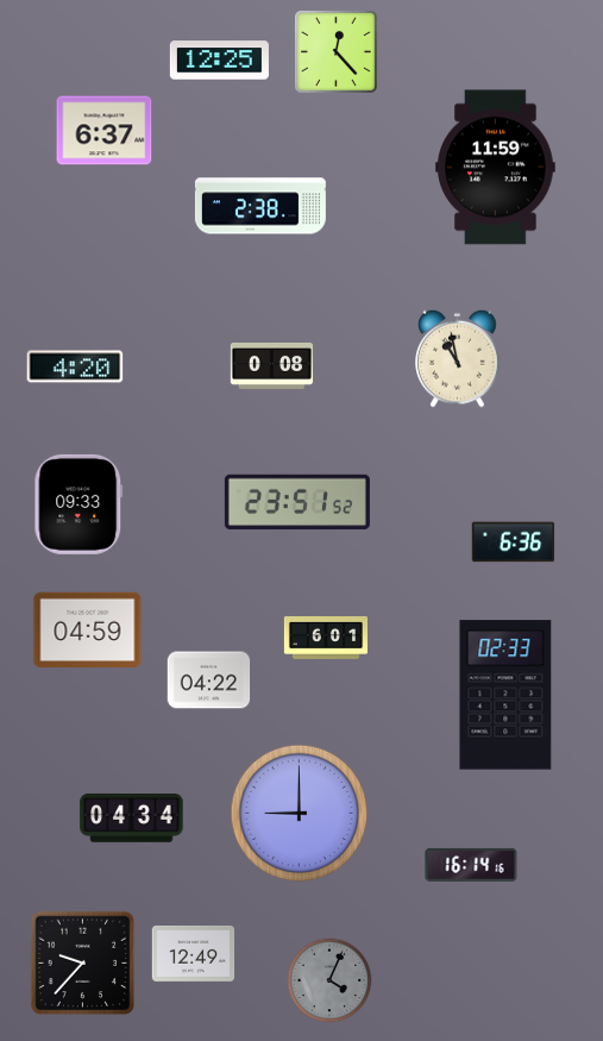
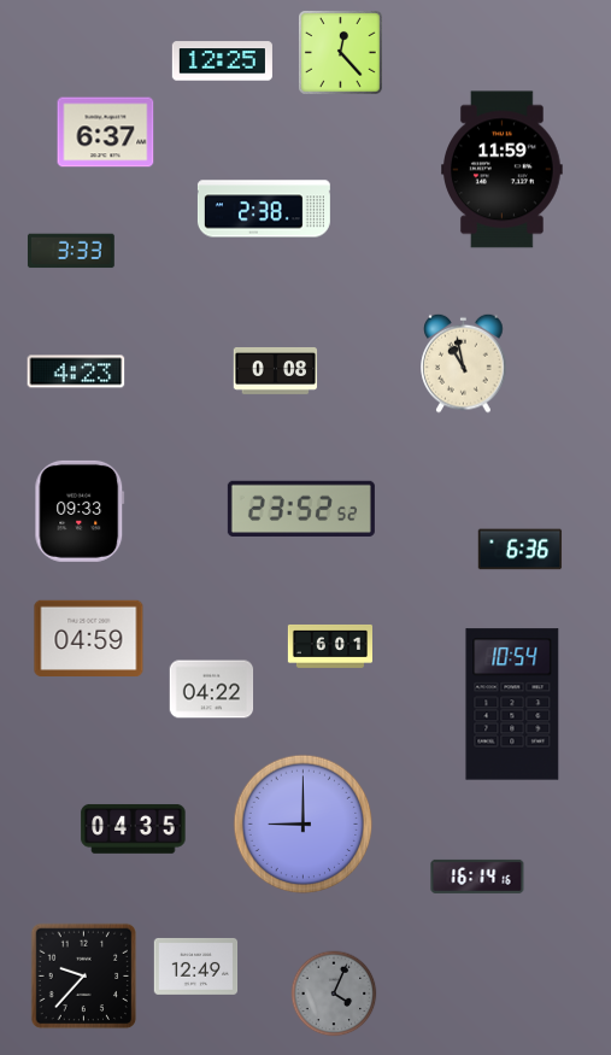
clock at (71, 251): none -> 3:33
clock at (75, 366): 4:20 -> 4:23
clock at (297, 501): 23:51 -> 23:52
clock at (505, 695): 02:33 -> 10:54
clock at (132, 817): 04:34 -> 04:35
